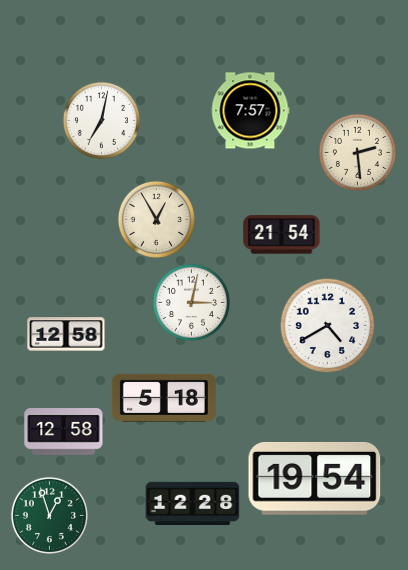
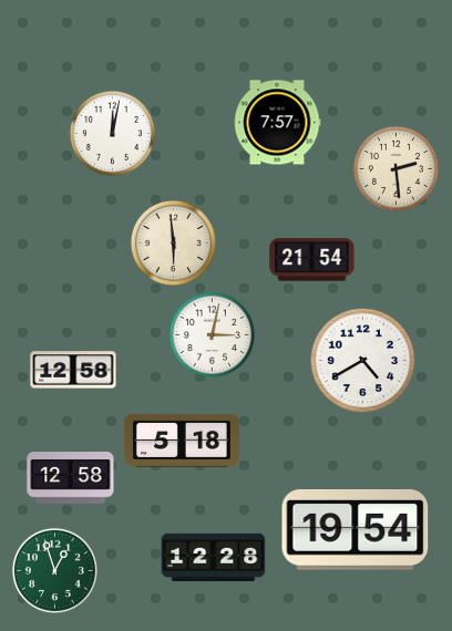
clock at (101, 120): 7:02 -> 12:02
clock at (156, 219): 12:55 -> 5:59
clock at (315, 479) position: (315, 479) -> (356, 530)
